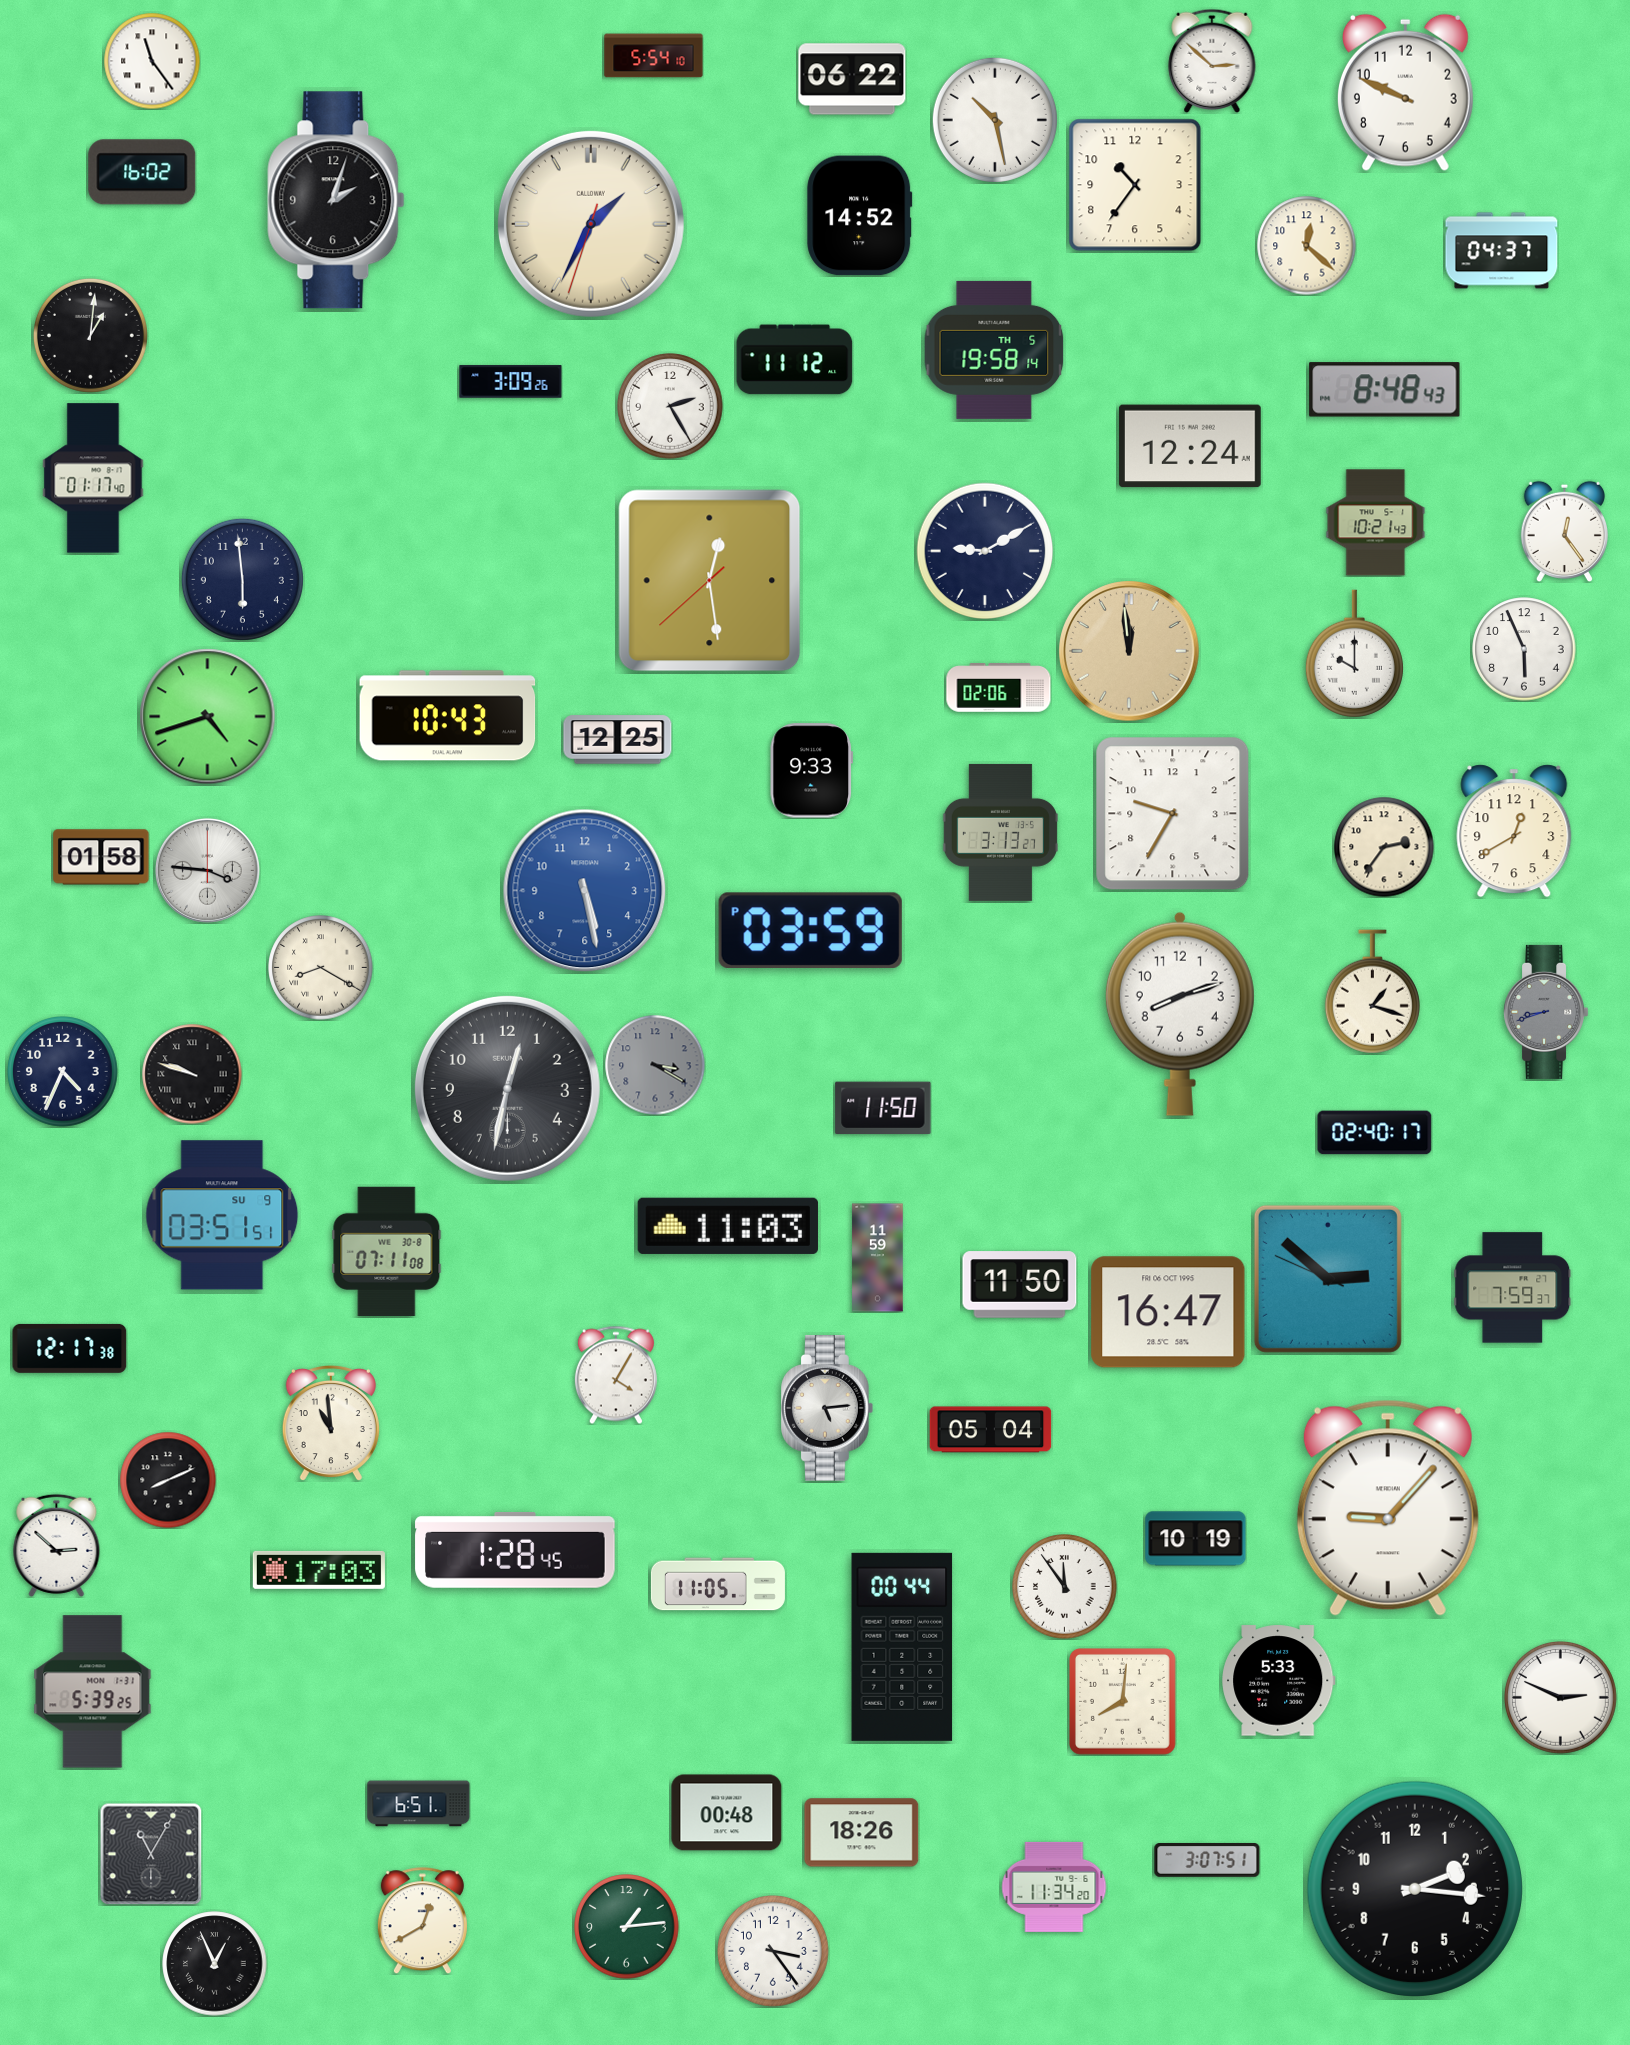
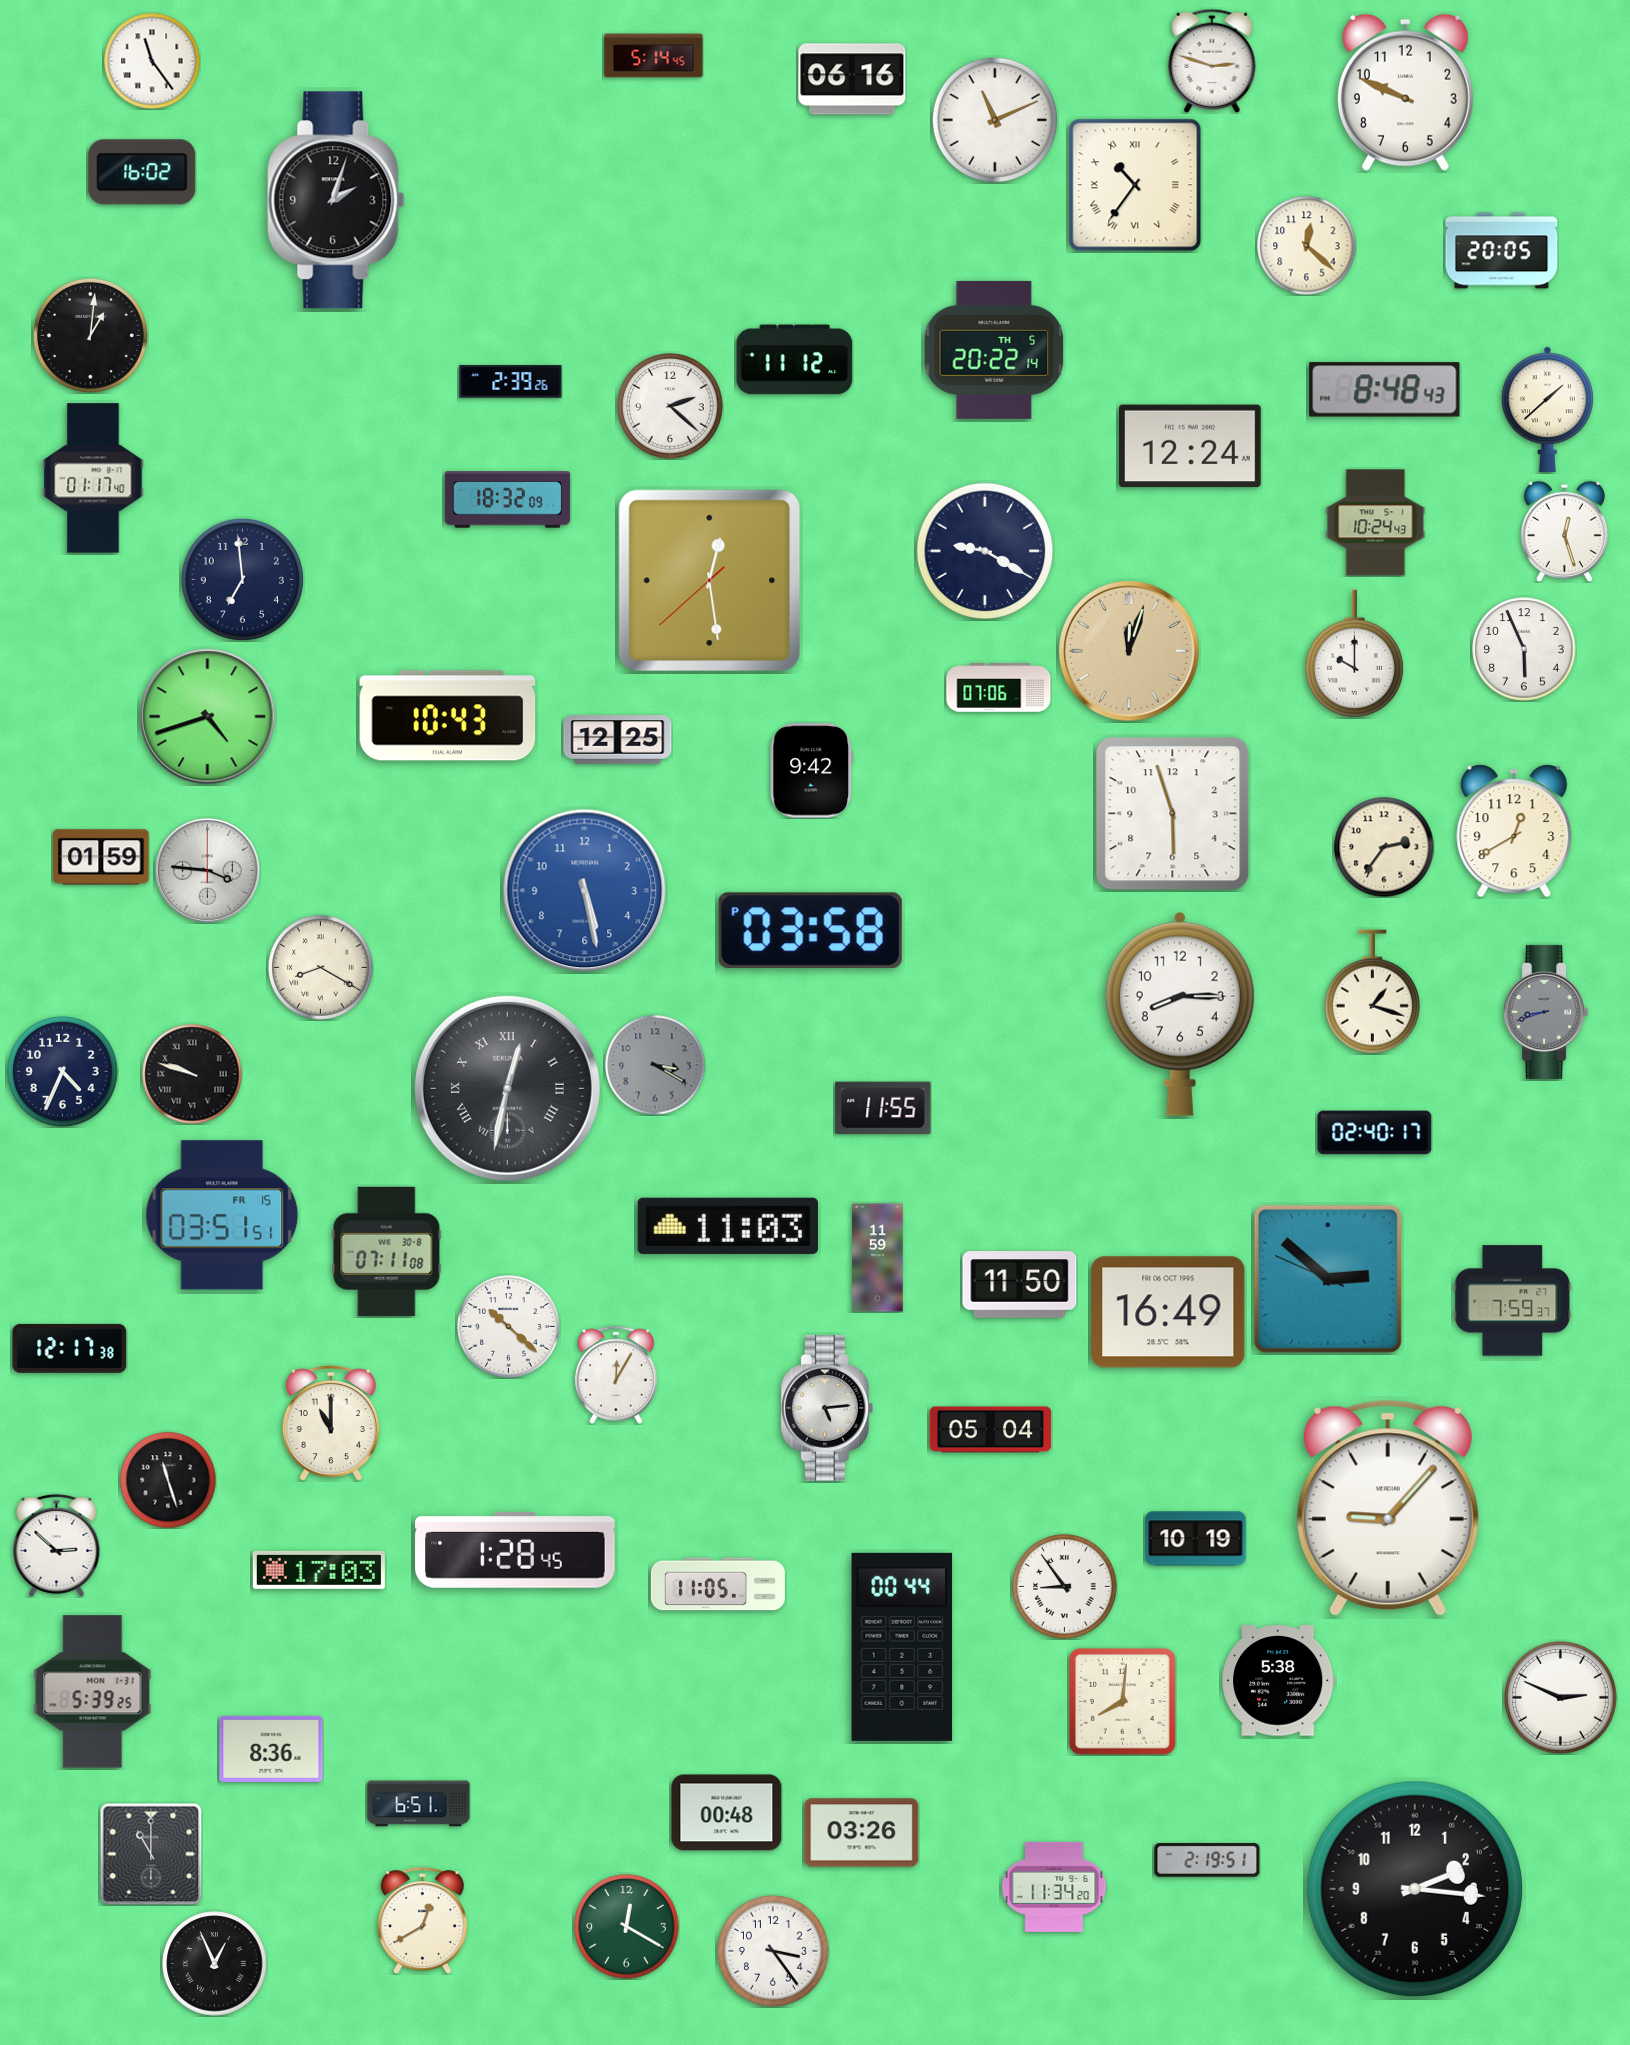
clock at (654, 56): 5:54 -> 5:14
clock at (1212, 61): 2:52 -> 2:48
clock at (852, 79): 06:22 -> 06:16
clock at (995, 120): 10:28 -> 11:11
clock at (1135, 185) numerals: Arabic -> Roman
clock at (860, 216): 14:52 -> none
clock at (591, 224): 1:34 -> none
clock at (1502, 251): 04:37 -> 20:05
clock at (994, 350): 19:58 -> 20:22
clock at (511, 382): 3:09 -> 2:39
clock at (670, 406): 2:25 -> 2:22
clock at (1547, 410): none -> 1:38
clock at (508, 500): none -> 18:32
clock at (1376, 523): 10:21 -> 10:24
clock at (1564, 531): 12:24 -> 12:27
clock at (985, 551): 9:10 -> 9:20
clock at (242, 579): 5:59 -> 6:59
clock at (1129, 651): 11:59 -> 12:03
clock at (999, 688): 02:06 -> 07:06
clock at (811, 771): 9:33 -> 9:42
clock at (1173, 814): 9:35 -> 5:57
clock at (1000, 832): 3:13 -> none
clock at (101, 857): 01:58 -> 01:59
clock at (810, 930): 03:59 -> 03:58
clock at (1180, 1014): 8:12 -> 8:15
clock at (507, 1088) numerals: Arabic -> Roman
clock at (883, 1108): 11:50 -> 11:55
clock at (222, 1215) date: SU 9 -> FR 15
clock at (1513, 1288) position: (1513, 1288) -> (1513, 1301)
clock at (1168, 1312): 16:47 -> 16:49
clock at (509, 1327): none -> 10:22
clock at (616, 1375): 4:05 -> 12:05
clock at (331, 1423): 10:59 -> 11:00
clock at (168, 1480): 8:11 -> 11:27
clock at (1065, 1587): 11:54 -> 8:54
clock at (1279, 1681): 5:33 -> 5:38
clock at (271, 1749): none -> 8:36
clock at (862, 1833): 18:26 -> 03:26
clock at (151, 1854): 11:05 -> 11:00
clock at (1207, 1861): 3:07 -> 2:19
clock at (627, 1927): 1:14 -> 12:20
